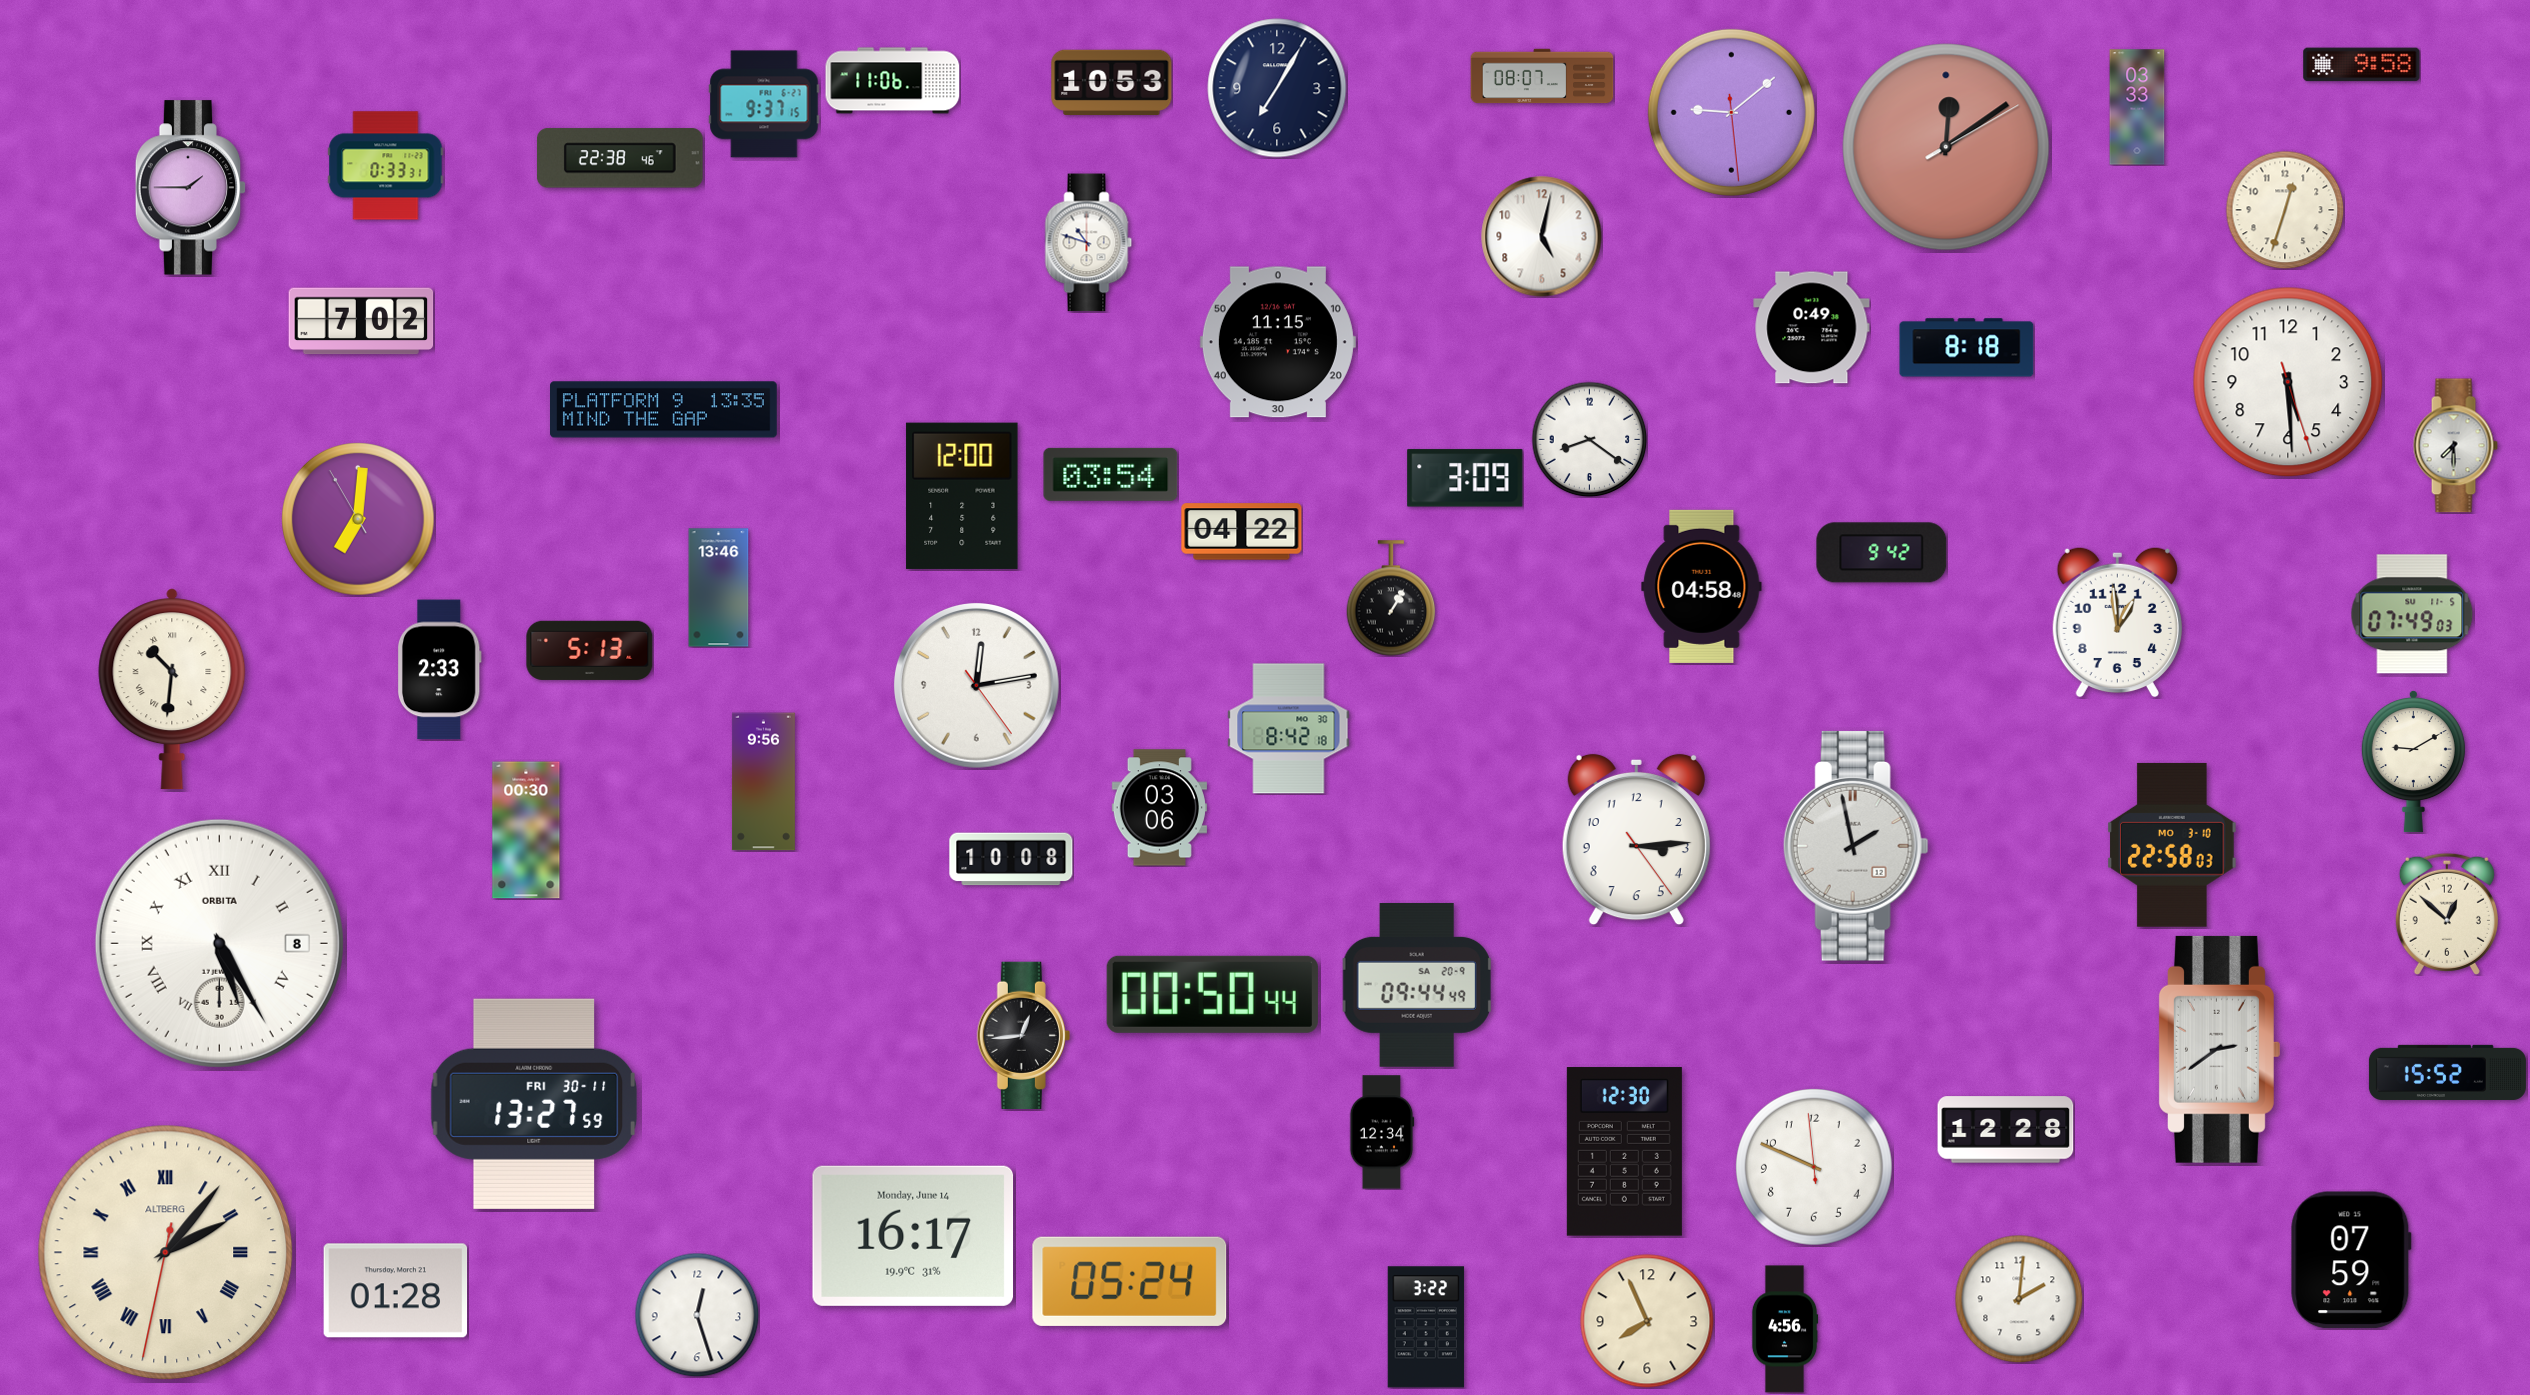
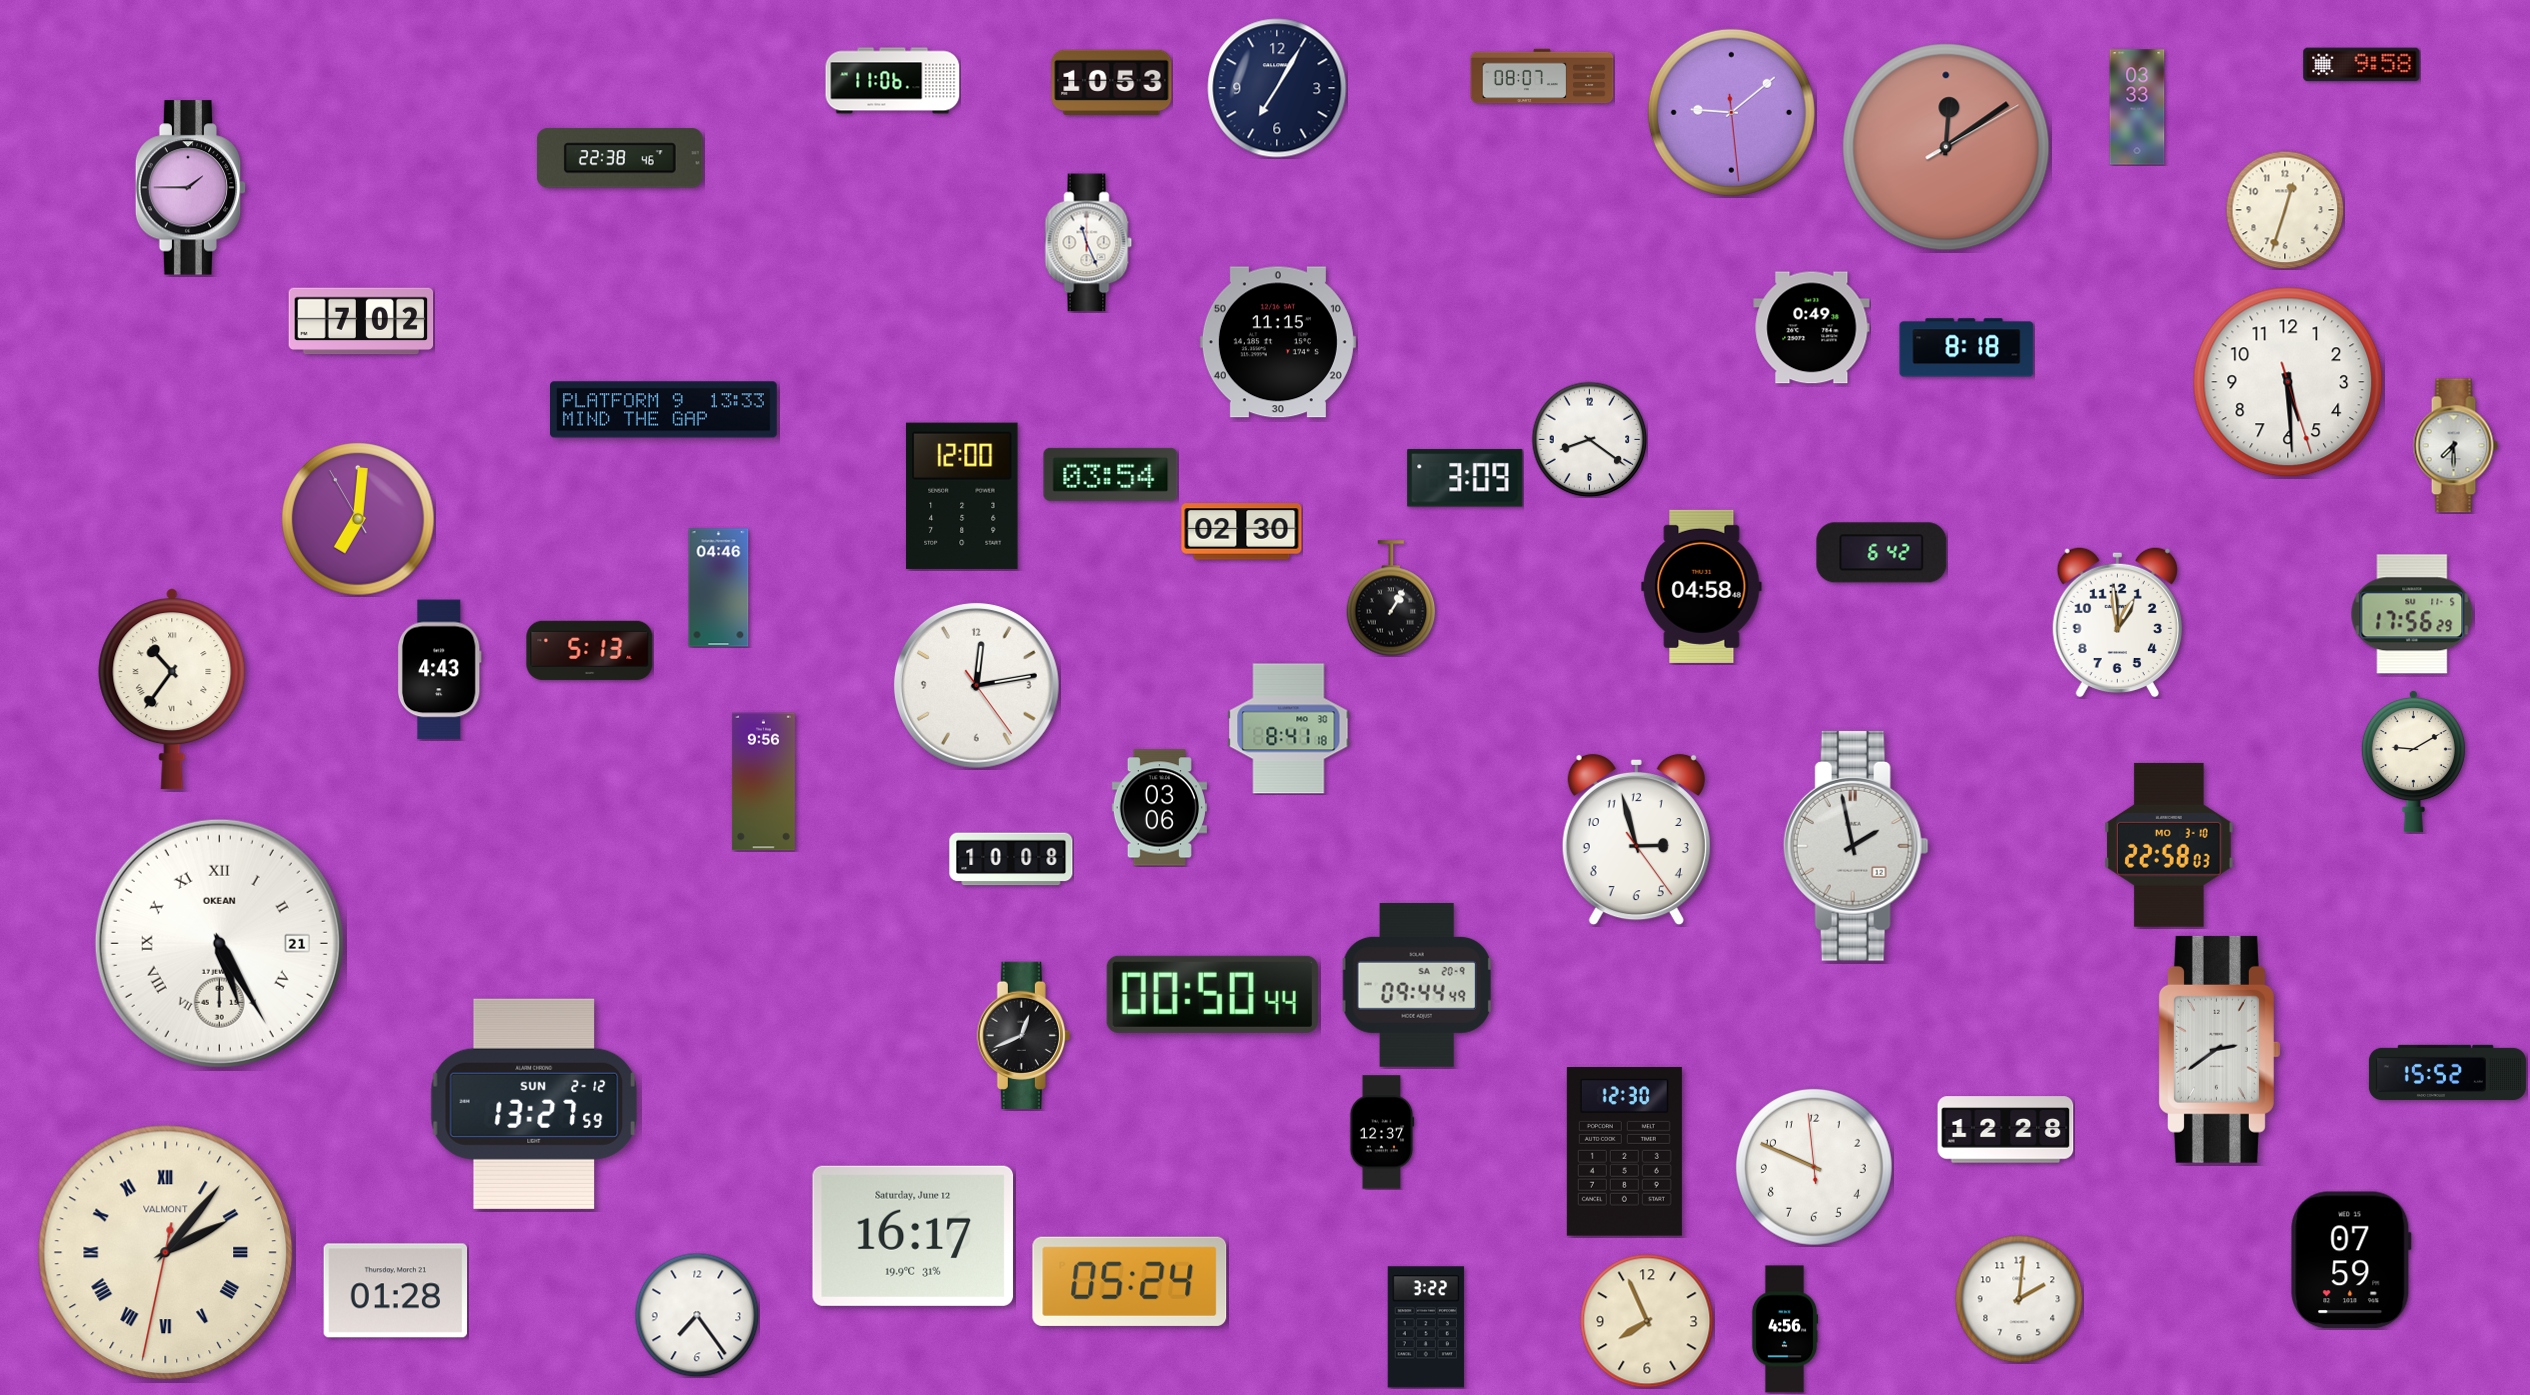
clock at (764, 104): 9:37 -> none
clock at (386, 166): 0:33 -> none
clock at (1542, 237): 5:02 -> none
clock at (1089, 243): 10:48 -> 11:26
clock at (664, 410): 13:35 -> 13:33
clock at (1242, 532): 04:22 -> 02:30
clock at (1882, 553): 9:42 -> 6:42
clock at (719, 588): 13:46 -> 04:46
clock at (2412, 614): 07:49 -> 17:56
clock at (439, 670): 2:33 -> 4:43
clock at (172, 689): 10:31 -> 10:36
clock at (1289, 729): 8:42 -> 8:41
clock at (526, 830): 00:30 -> none
clock at (1636, 840): 3:14 -> 2:57
clock at (2172, 845) position: (2172, 845) -> (2169, 845)
clock at (2447, 914): 12:52 -> none
clock at (219, 943) date: 8 -> 21
clock at (219, 943) brand: ORBITA -> OKEAN
clock at (1023, 1035): 12:44 -> 12:41
clock at (534, 1104) date: FRI 30-11 -> SUN 2-12
clock at (1382, 1132): 12:34 -> 12:37
clock at (913, 1236) date: Monday, June 14 -> Saturday, June 12
clock at (166, 1253) brand: ALTBERG -> VALMONT
clock at (697, 1315): 12:27 -> 7:24
